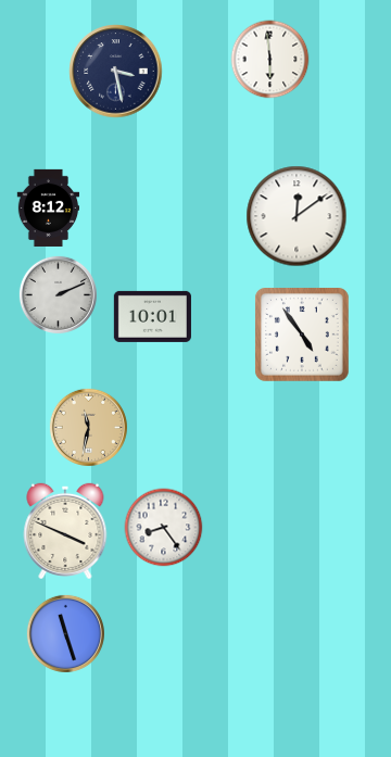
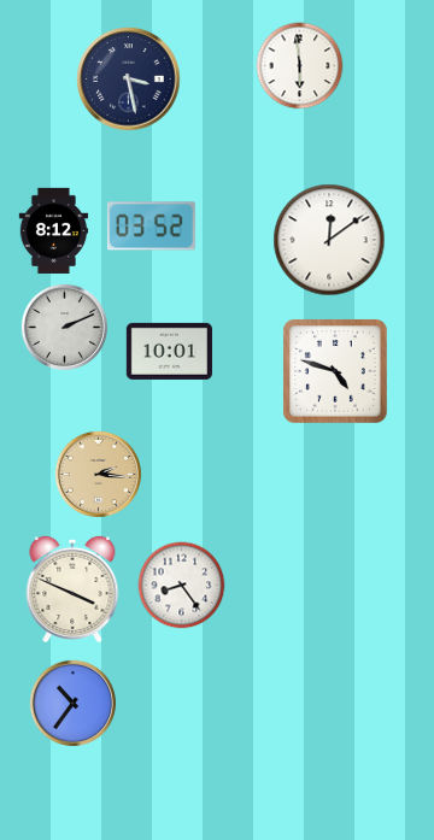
clock at (151, 227): none -> 03:52
clock at (302, 335): 4:54 -> 4:48
clock at (88, 427): 11:32 -> 2:16
clock at (65, 633): 11:27 -> 10:36
